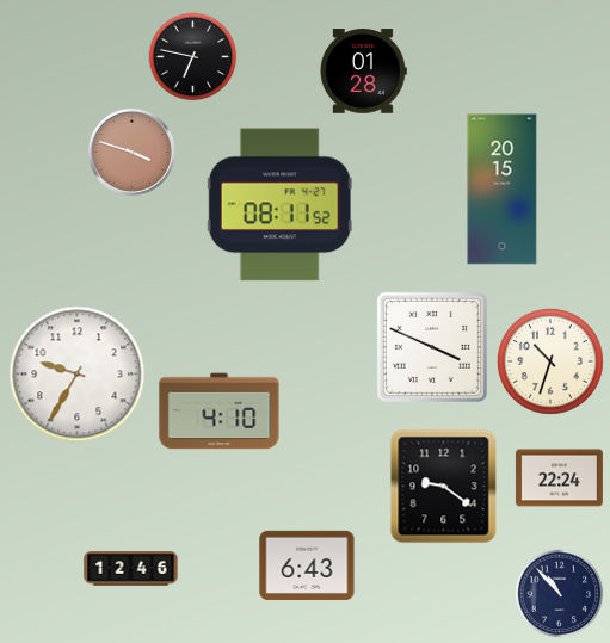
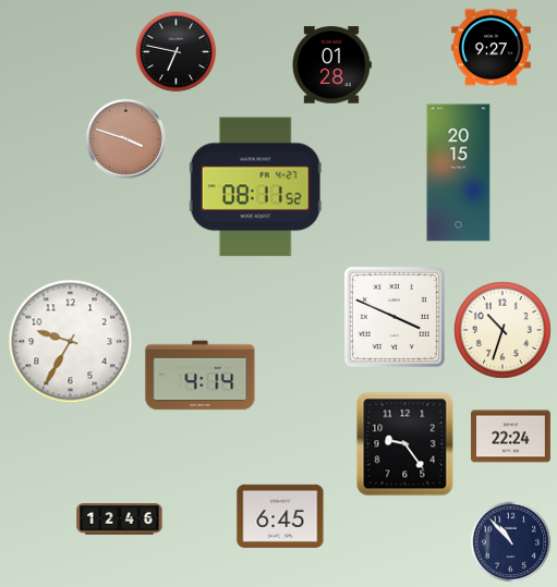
clock at (491, 48): none -> 9:27
clock at (131, 152) position: (131, 152) -> (125, 138)
clock at (220, 412): 4:10 -> 4:14
clock at (444, 487): 9:21 -> 9:24
clock at (307, 565): 6:43 -> 6:45
